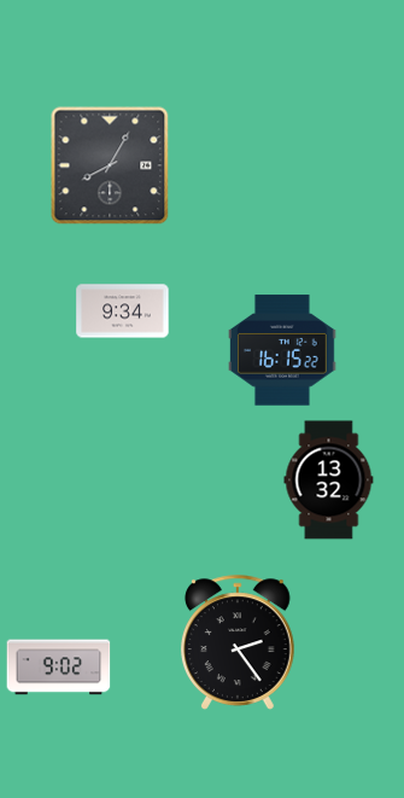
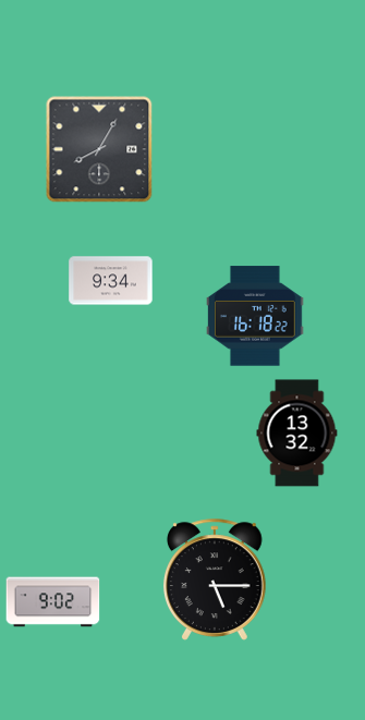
clock at (283, 350): 16:15 -> 16:18
clock at (238, 642): 2:24 -> 5:15
